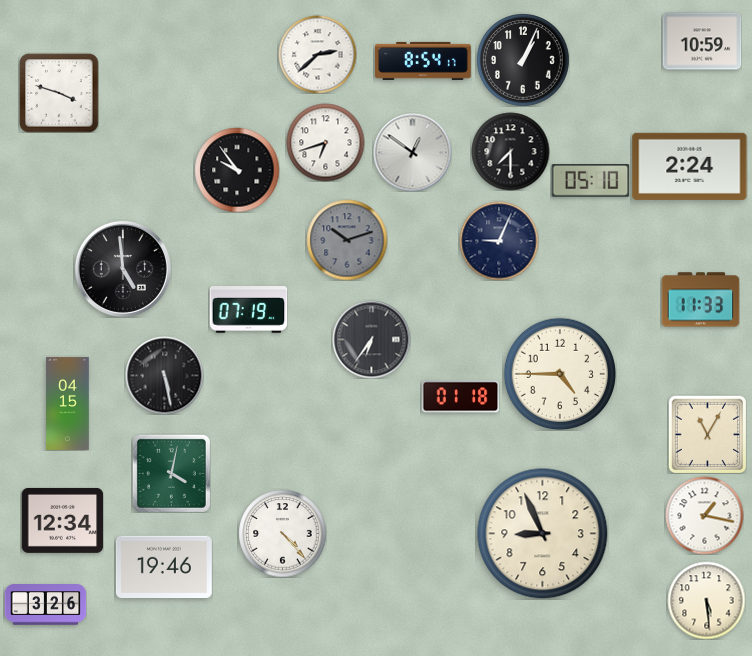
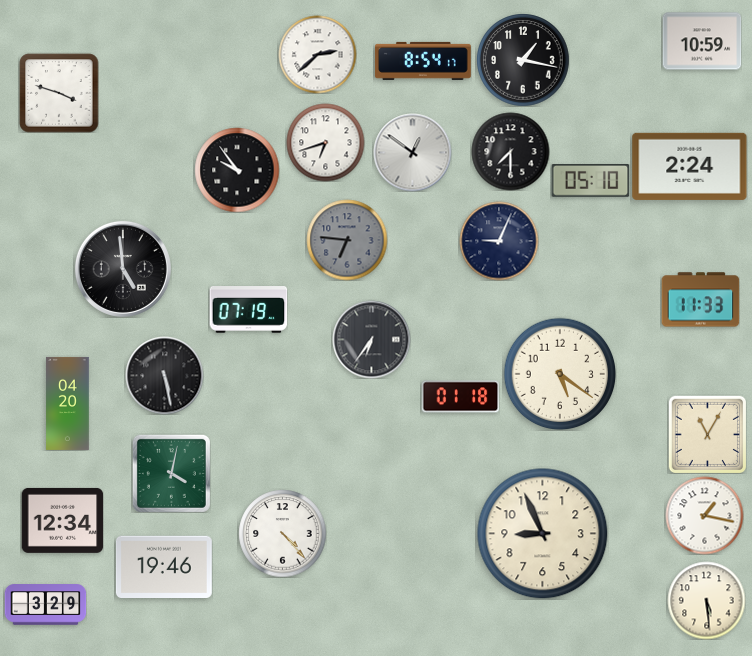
clock at (523, 60): 1:04 -> 1:17
clock at (347, 240): 10:12 -> 6:46
clock at (560, 374): 4:45 -> 5:21
clock at (68, 403): 04:15 -> 04:20
clock at (45, 605): 3:26 -> 3:29
